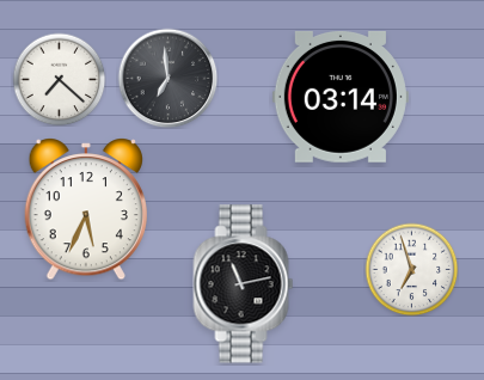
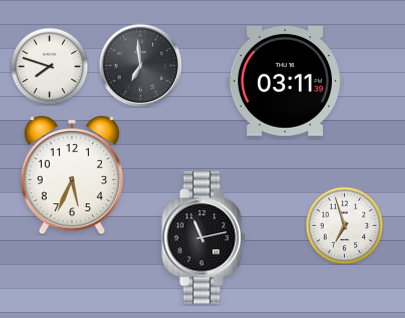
clock at (59, 79): 7:22 -> 7:48
clock at (341, 97): 03:14 -> 03:11
